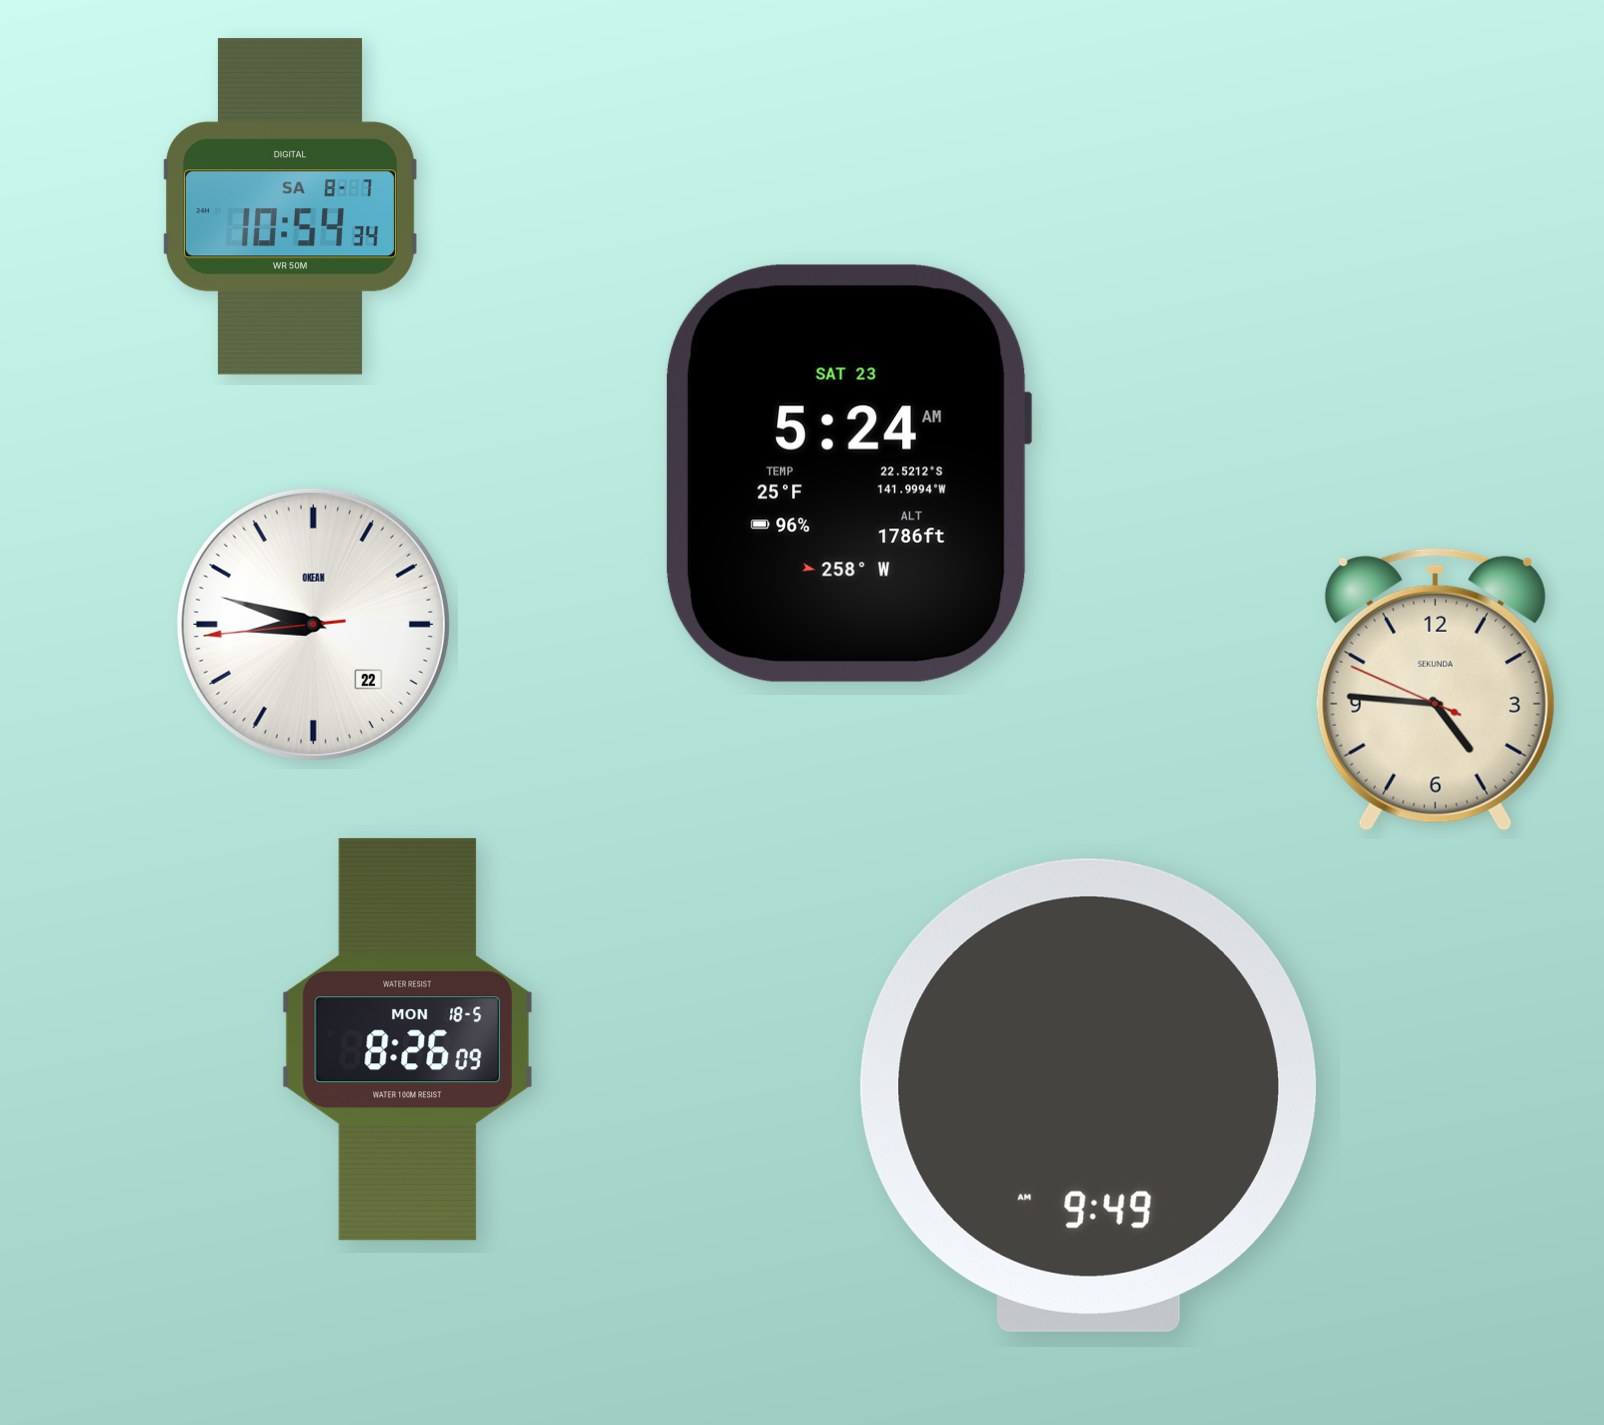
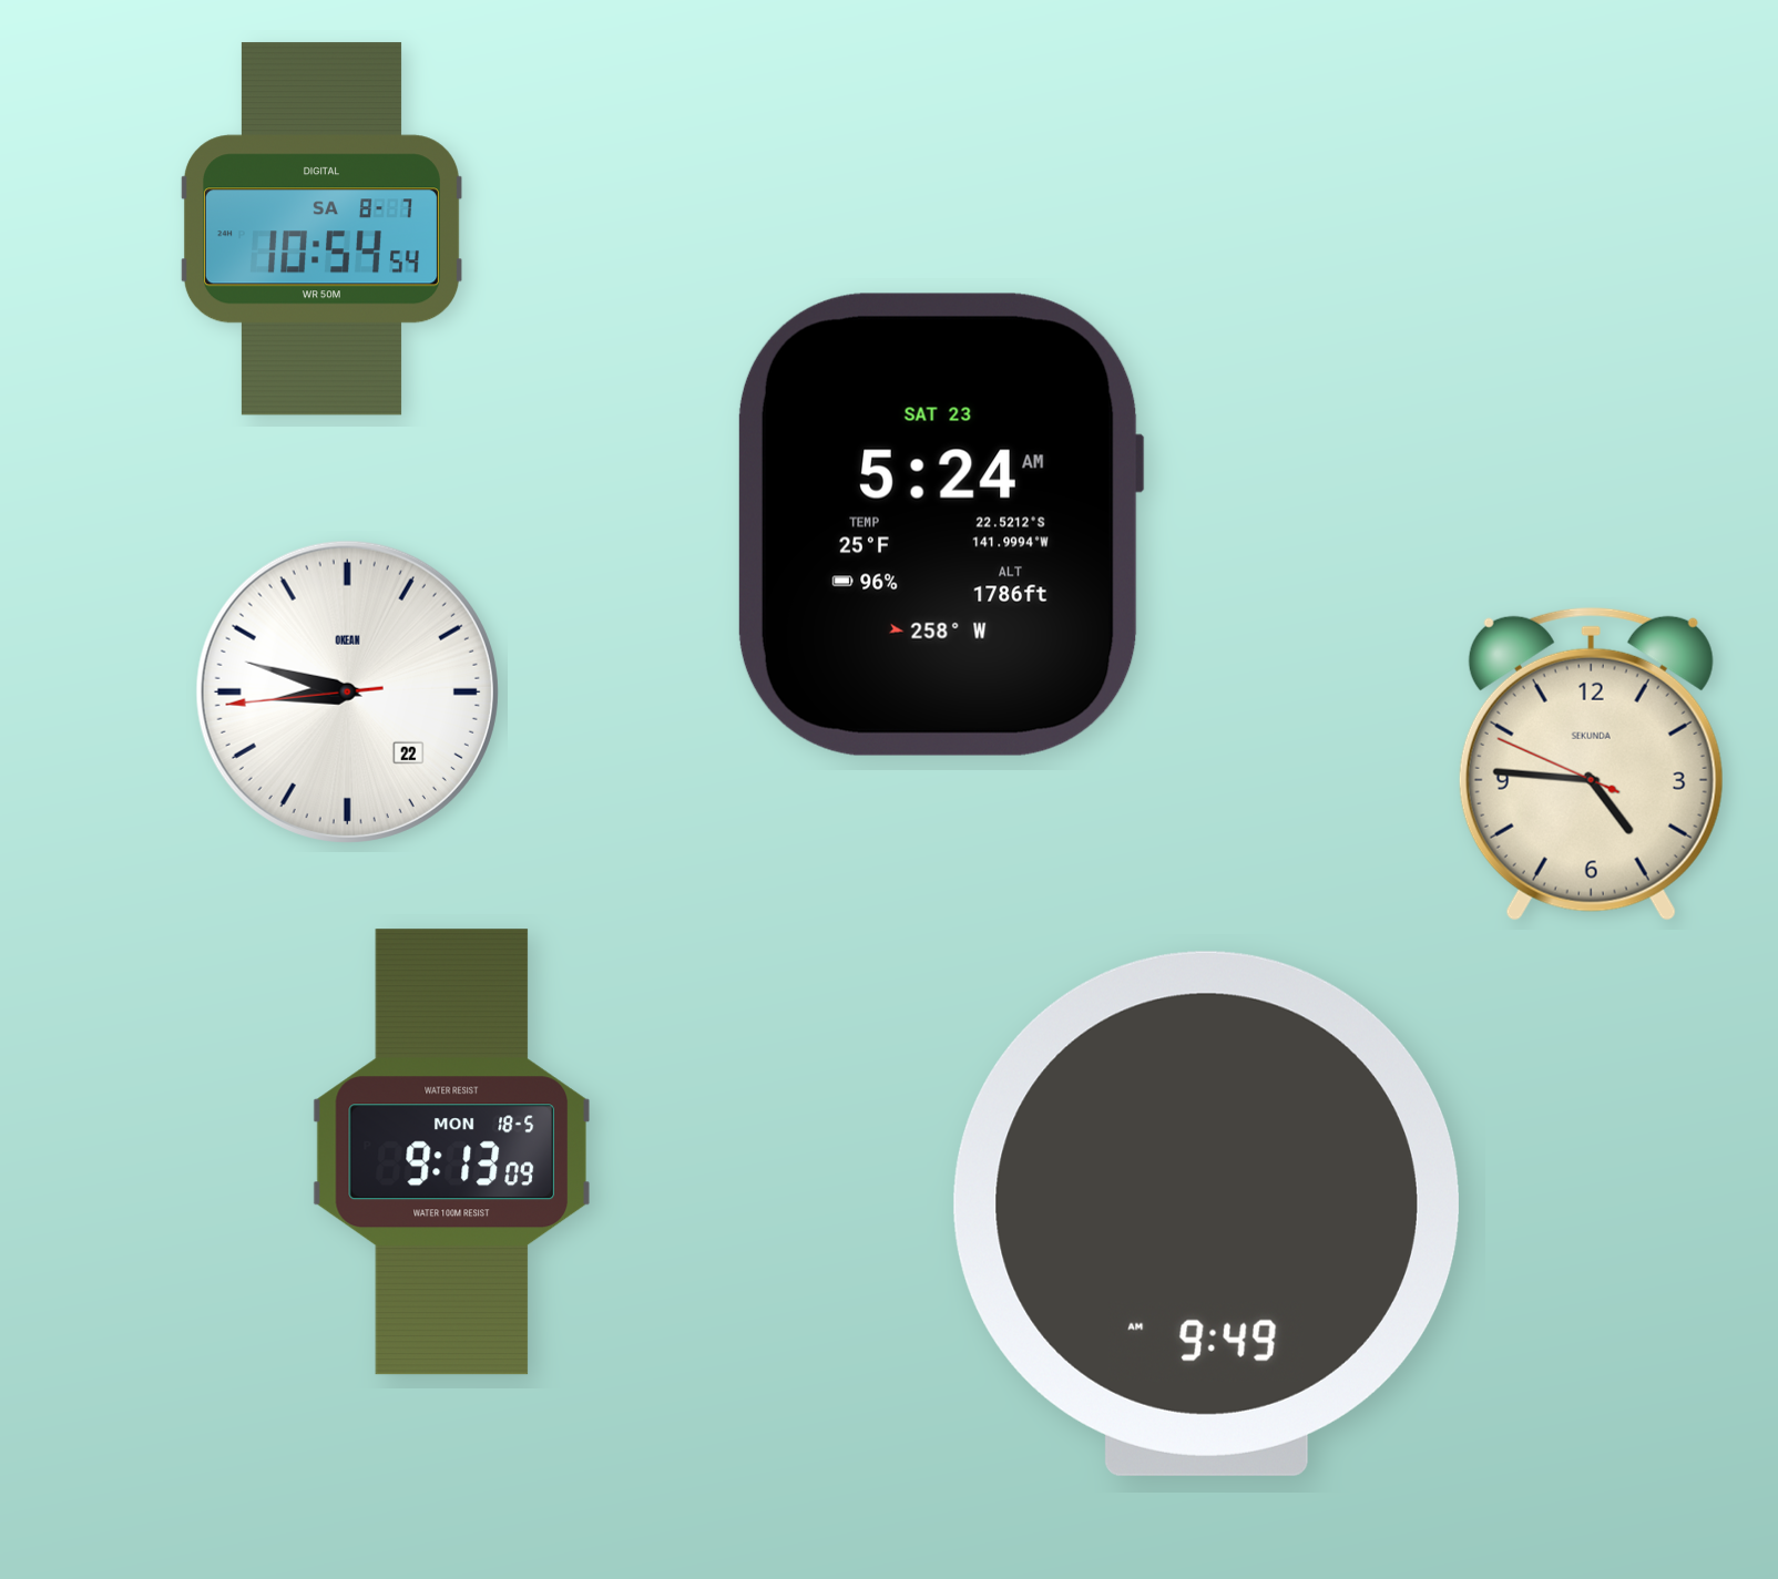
clock at (290, 207): 10:54:34 -> 10:54:54
clock at (407, 1040): 8:26 -> 9:13
